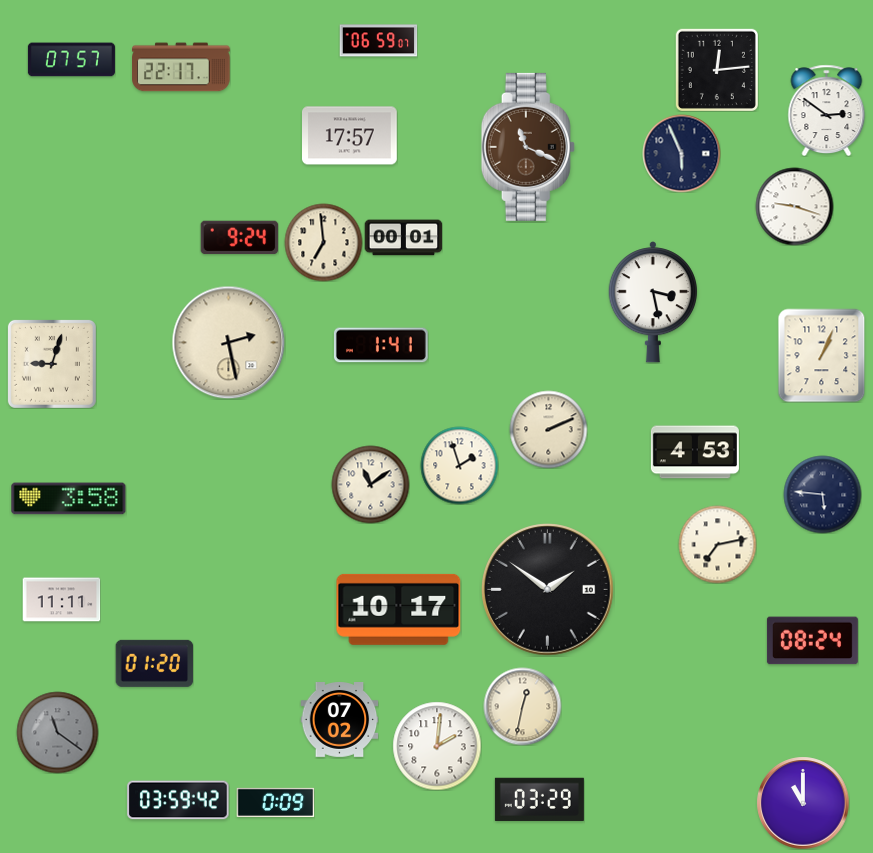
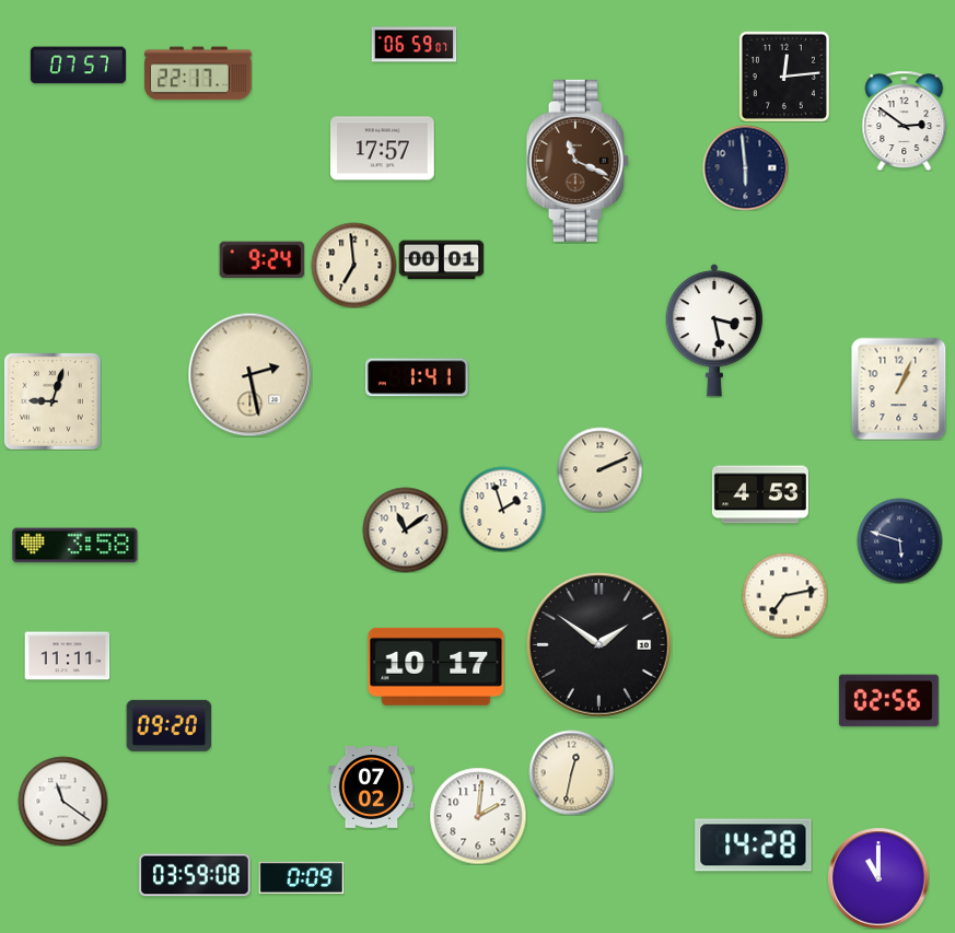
clock at (681, 153): 5:56 -> 5:59
clock at (794, 206): 9:18 -> none
clock at (52, 364) position: (52, 364) -> (53, 401)
clock at (822, 494): 5:46 -> 5:48
clock at (812, 641): 08:24 -> 02:56
clock at (154, 663): 01:20 -> 09:20
clock at (57, 732) dial: grey -> white
clock at (754, 845): none -> 14:28
clock at (539, 799): 03:29 -> none
clock at (178, 800): 03:59:42 -> 03:59:08
